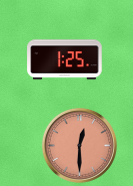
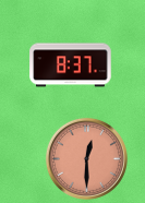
clock at (65, 60): 1:25 -> 8:37
